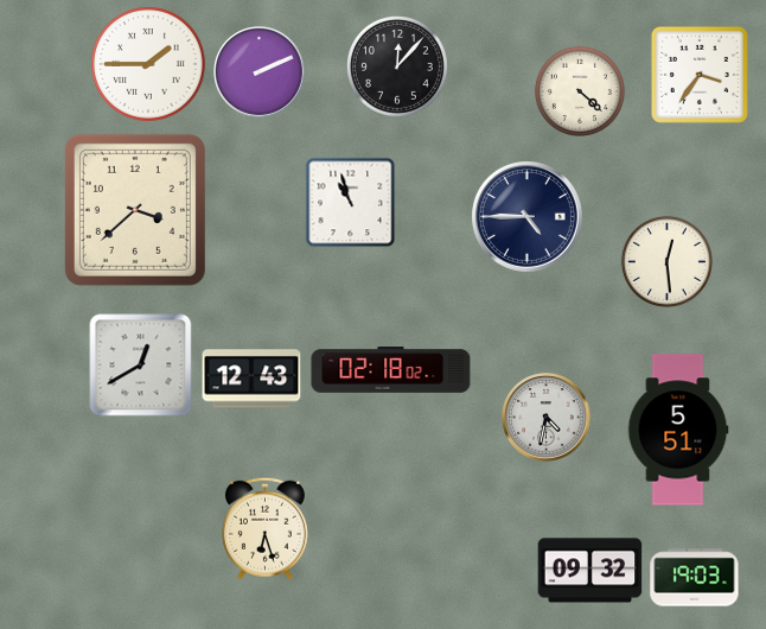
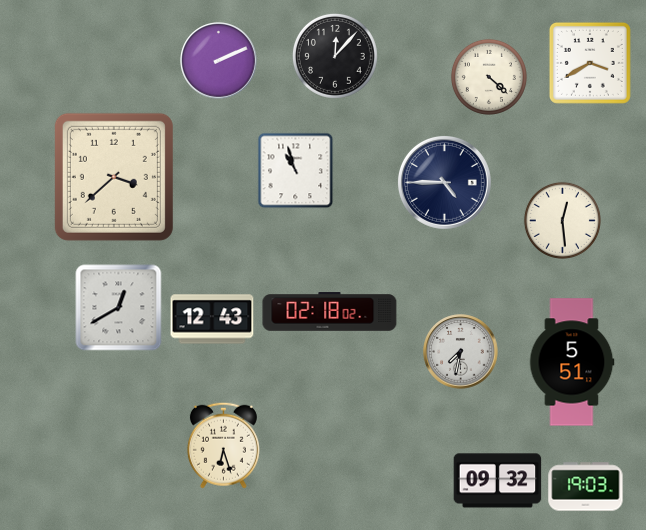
clock at (148, 64): 1:45 -> none
clock at (700, 75): 3:36 -> 3:40
clock at (547, 418): 4:32 -> 7:32
